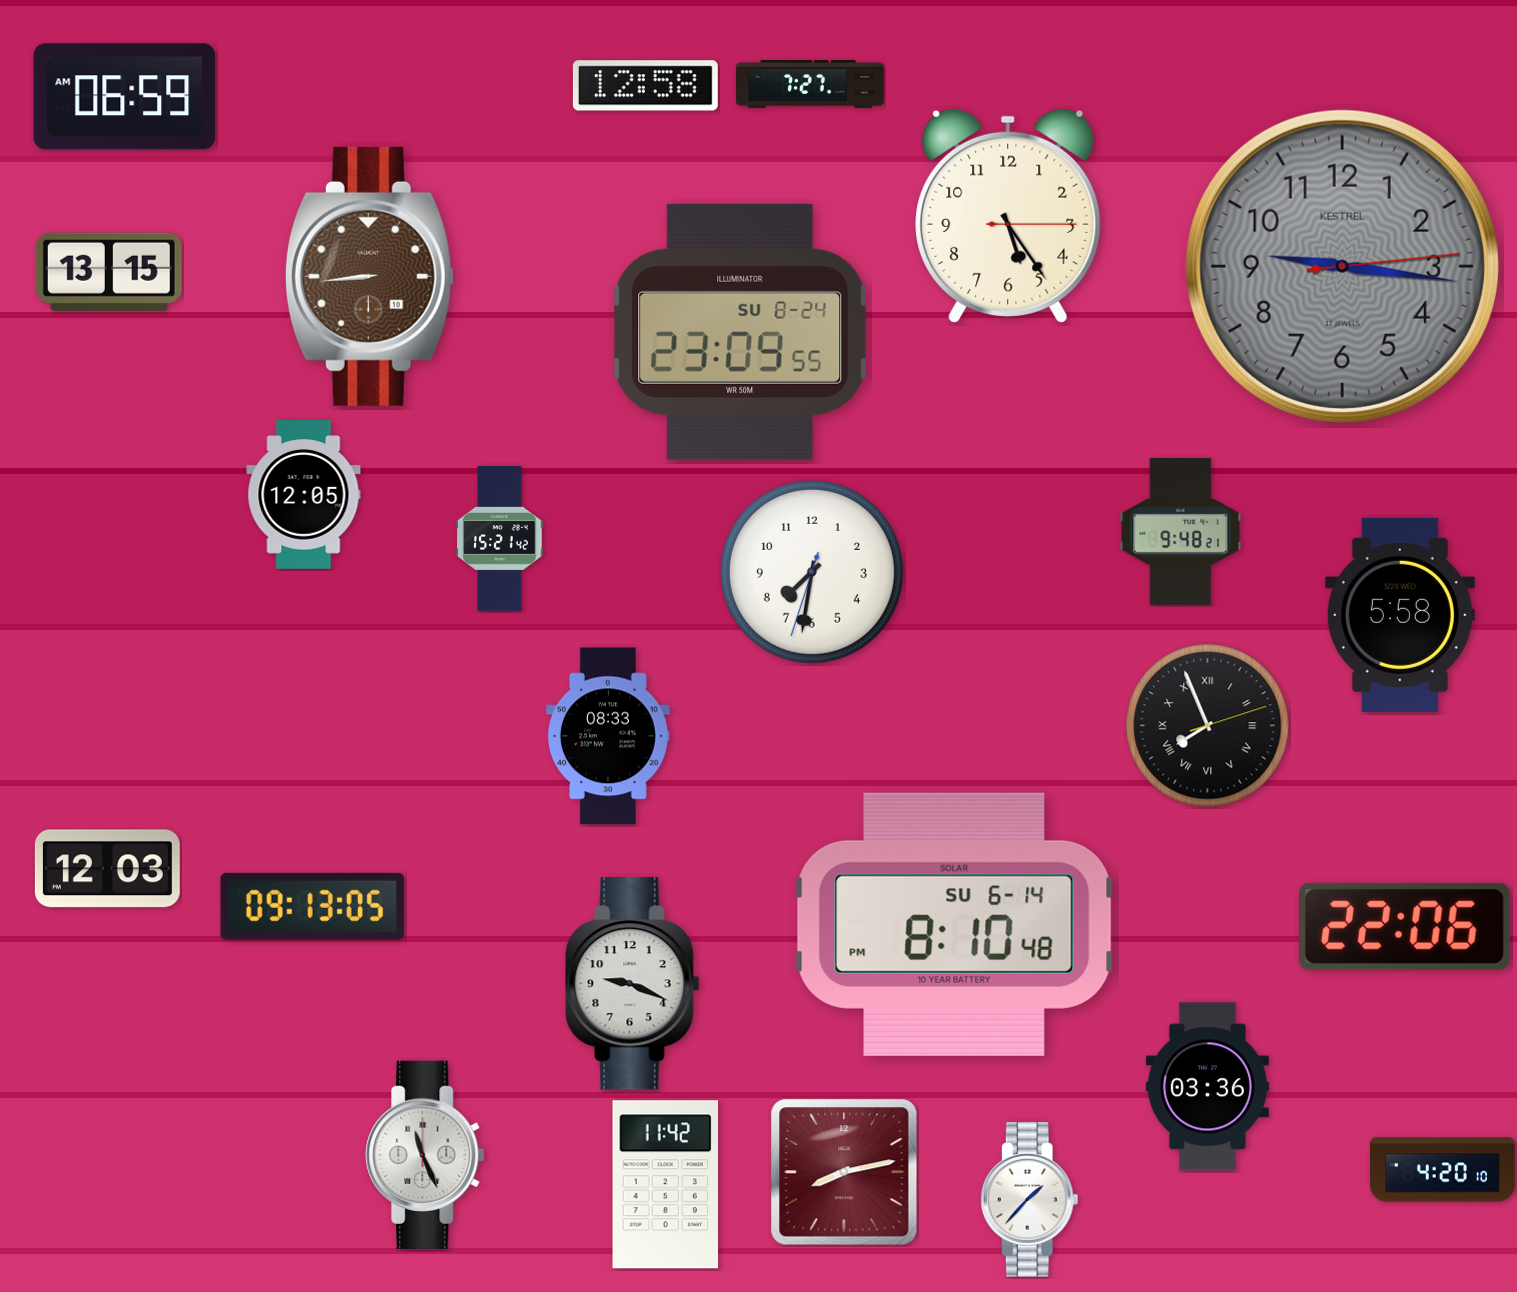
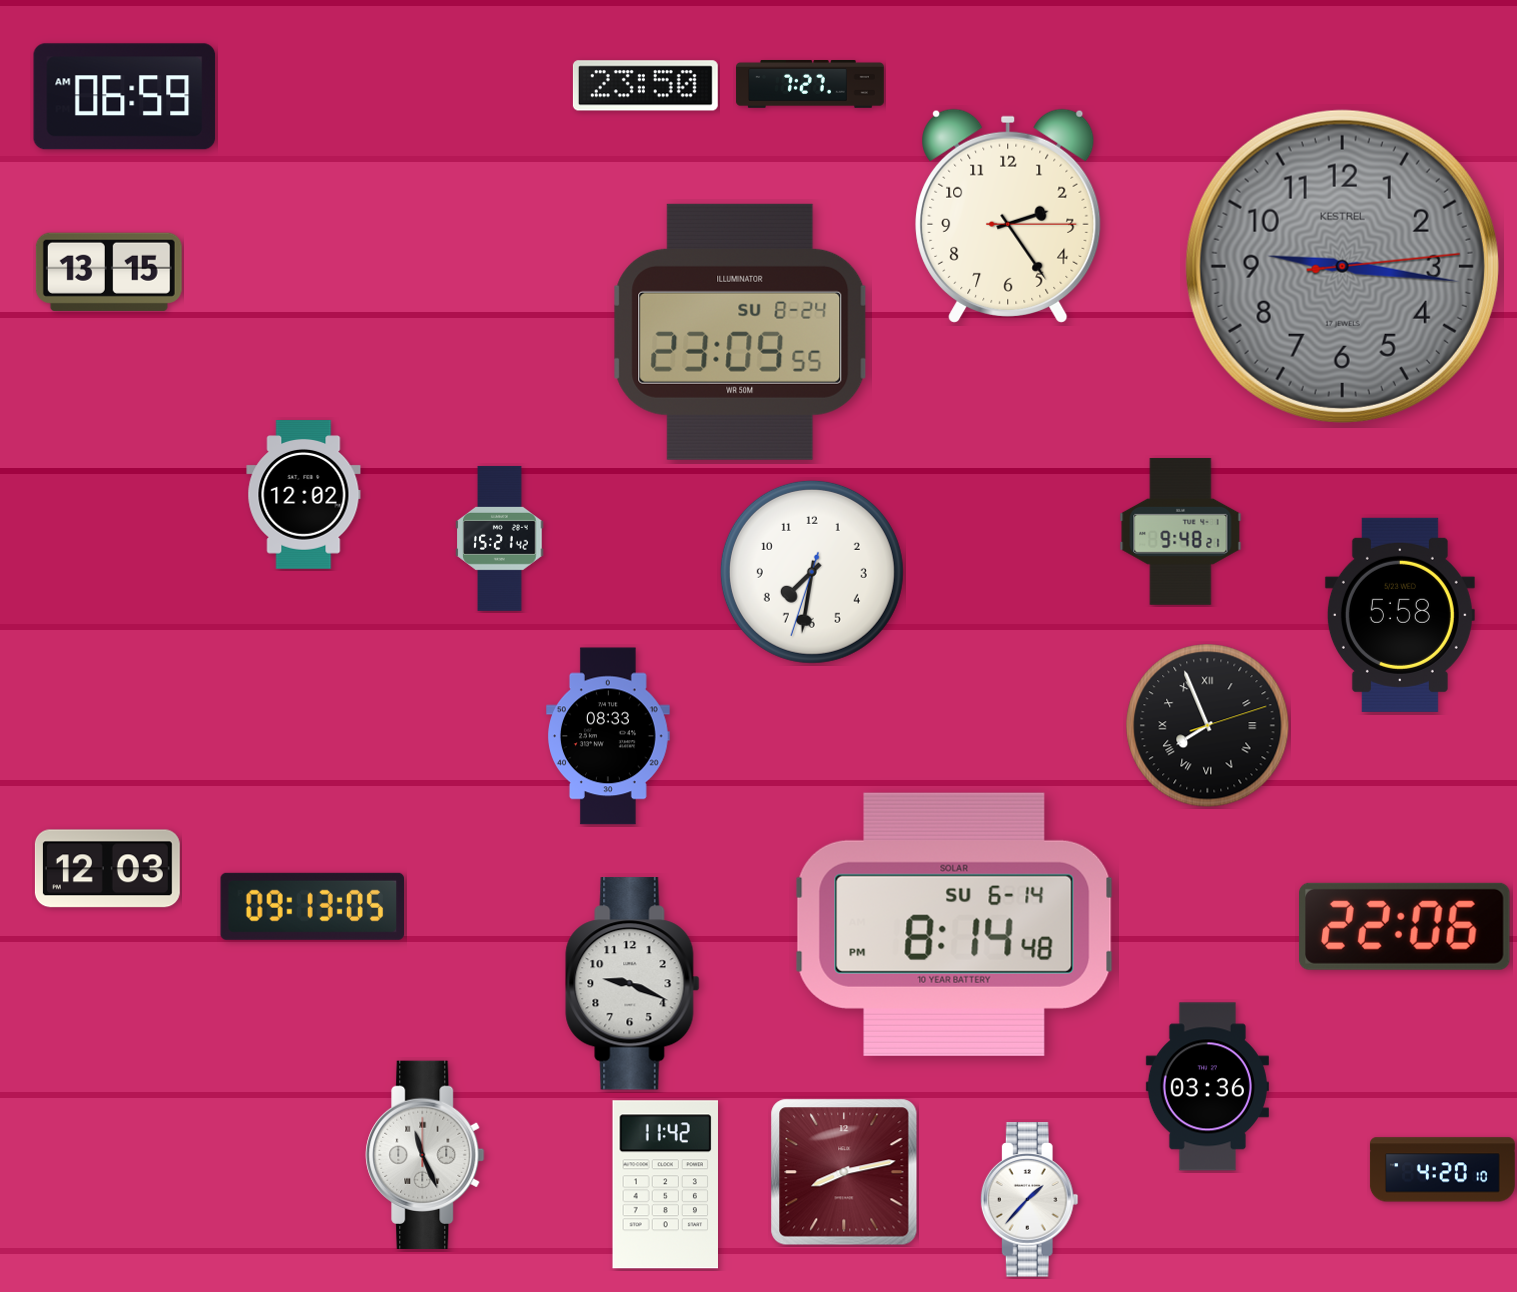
clock at (645, 86): 12:58 -> 23:50
clock at (1008, 216): 5:24 -> 2:24
clock at (369, 276): 8:44 -> none
clock at (304, 495): 12:05 -> 12:02
clock at (955, 924): 8:10 -> 8:14
